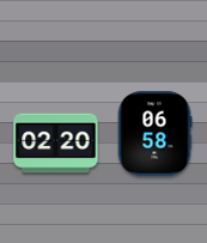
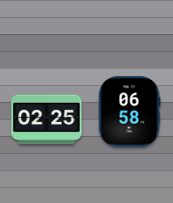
clock at (56, 144): 02:20 -> 02:25
